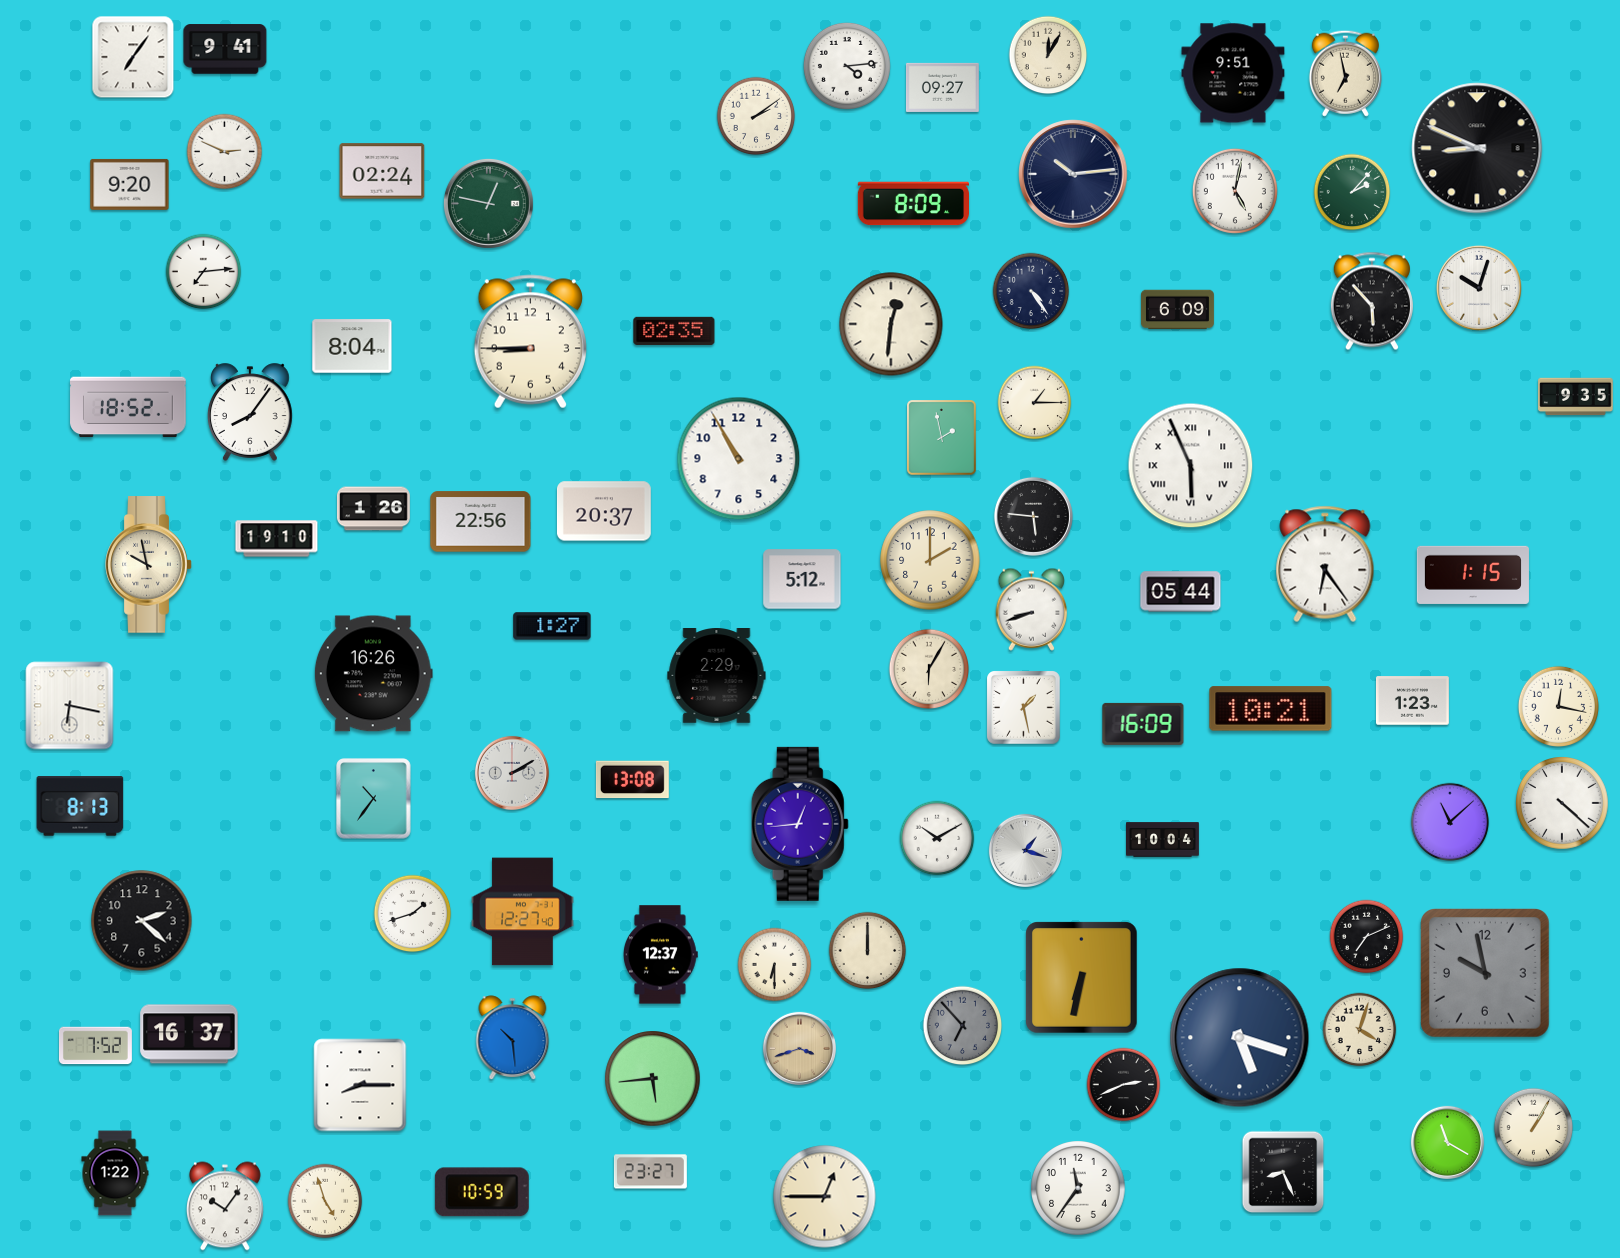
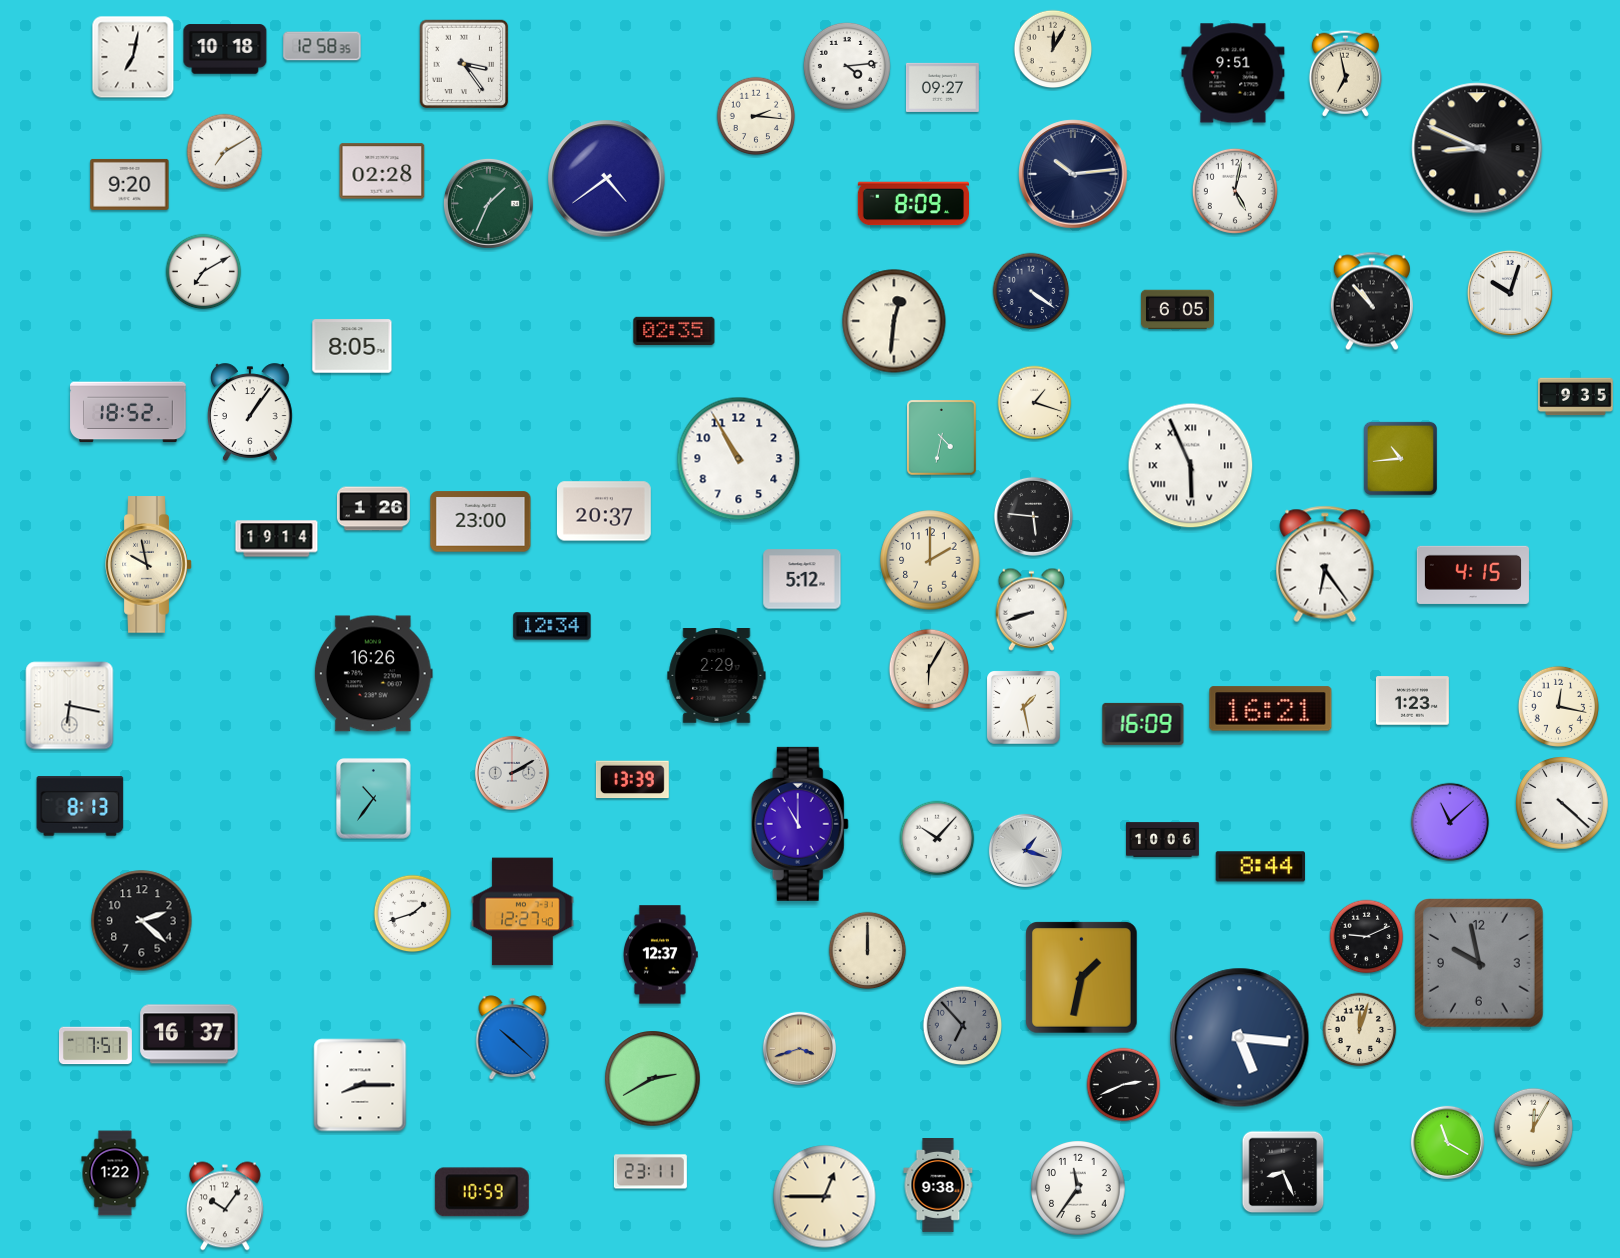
clock at (322, 46): none -> 12:58
clock at (225, 49): 9:41 -> 10:18
clock at (1048, 55) position: (1048, 55) -> (1053, 49)
clock at (133, 57): 7:06 -> 7:02
clock at (464, 64): none -> 3:24
clock at (756, 116): 2:09 -> 2:16
clock at (225, 152): 2:49 -> 7:10
clock at (382, 171): 02:24 -> 02:28
clock at (607, 179): none -> 4:39
clock at (1352, 192): 2:07 -> none
clock at (488, 203): 12:47 -> 1:34
clock at (204, 272): 7:14 -> 7:10
clock at (1479, 288) position: (1479, 288) -> (1510, 293)
clock at (1031, 291): 4:24 -> 4:21
clock at (1372, 301): 5:53 -> 10:53
clock at (1177, 310): 6:09 -> 6:05
clock at (891, 324) position: (891, 324) -> (894, 321)
clock at (530, 342): 8:45 -> none
clock at (352, 346): 8:04 -> 8:05
clock at (1035, 403): 1:15 -> 1:18
clock at (128, 407) position: (128, 407) -> (128, 412)
clock at (251, 412): 8:06 -> 1:06
clock at (942, 438): 1:58 -> 4:32
clock at (1400, 458): none -> 10:44
clock at (481, 522): 22:56 -> 23:00
clock at (277, 539): 19:10 -> 19:14
clock at (1473, 575): 1:15 -> 4:15
clock at (1181, 592): 05:44 -> none
clock at (552, 626): 1:27 -> 12:34
clock at (1271, 709): 10:21 -> 16:21
clock at (632, 780): 13:08 -> 13:39
clock at (800, 824): 12:44 -> 11:00
clock at (937, 838): 10:10 -> 10:07
clock at (1163, 840): 10:04 -> 10:06
clock at (1261, 867): none -> 8:44
clock at (1367, 937): 7:11 -> 9:11
clock at (775, 965): 6:30 -> none
clock at (1486, 974) position: (1486, 974) -> (1480, 964)
clock at (1082, 978): 6:32 -> 1:32
clock at (1360, 1030): 4:03 -> 12:03
clock at (513, 1038): 10:29 -> 10:22
clock at (1240, 1038): 5:18 -> 5:16
clock at (95, 1046): 7:52 -> 7:51
clock at (653, 1079): 5:44 -> 2:40
clock at (1534, 1128): 1:05 -> 12:05
clock at (650, 1172): 23:27 -> 23:11
clock at (938, 1186): none -> 9:38
clock at (325, 1201): 4:57 -> none
